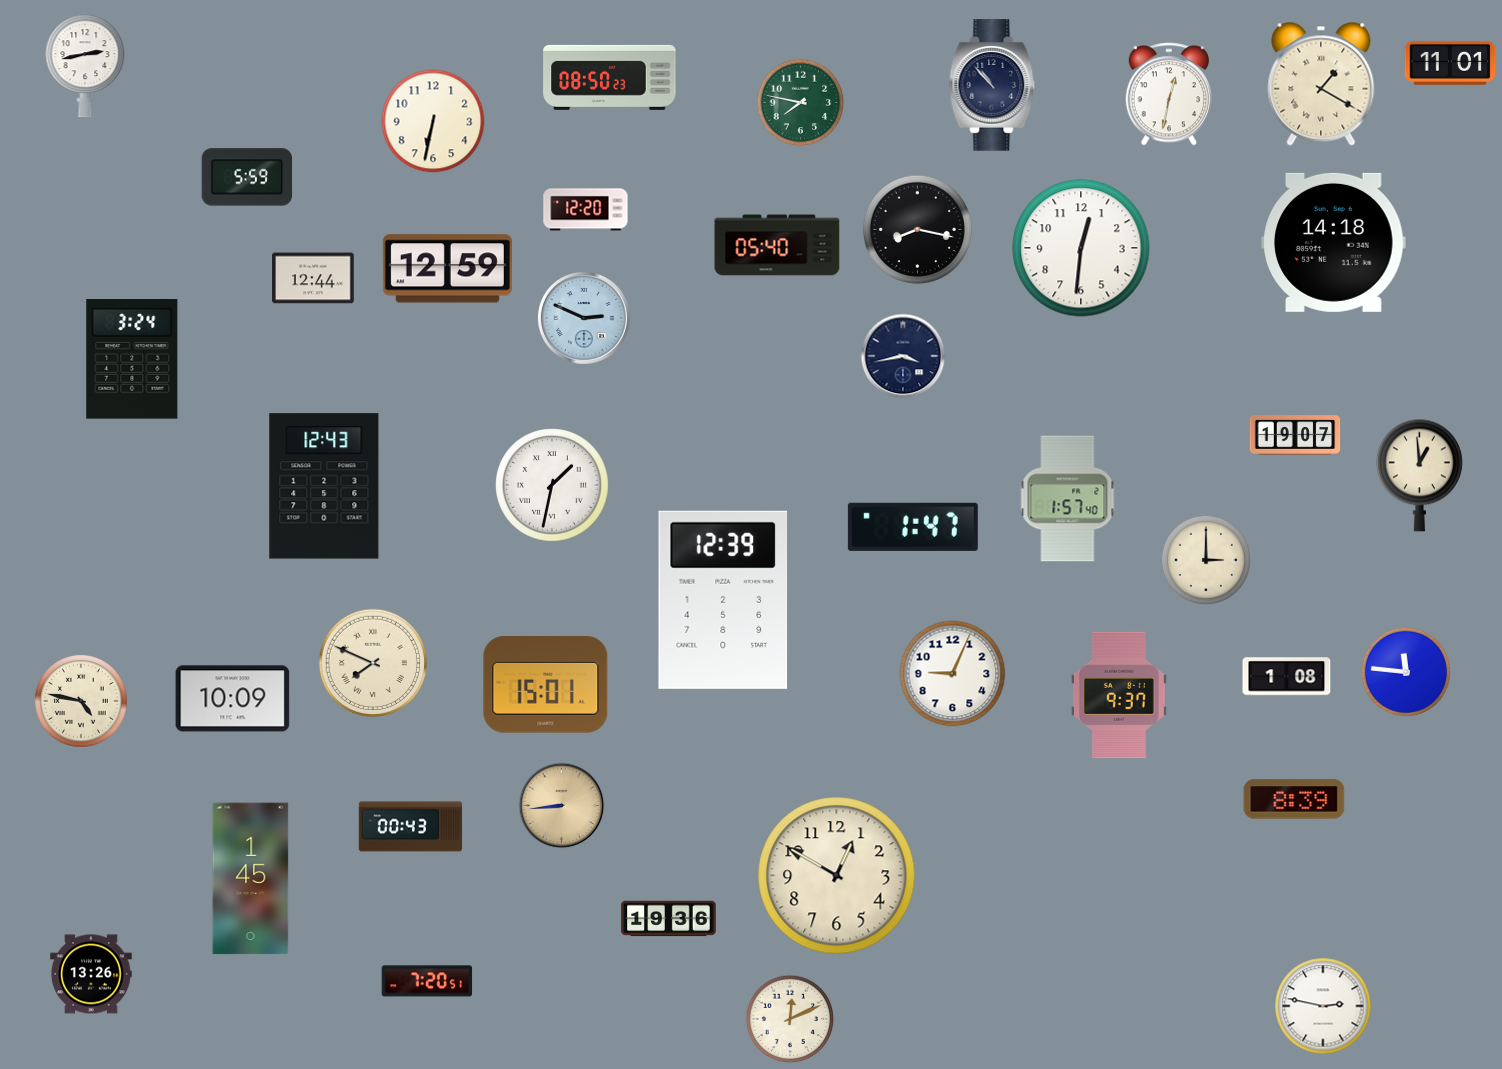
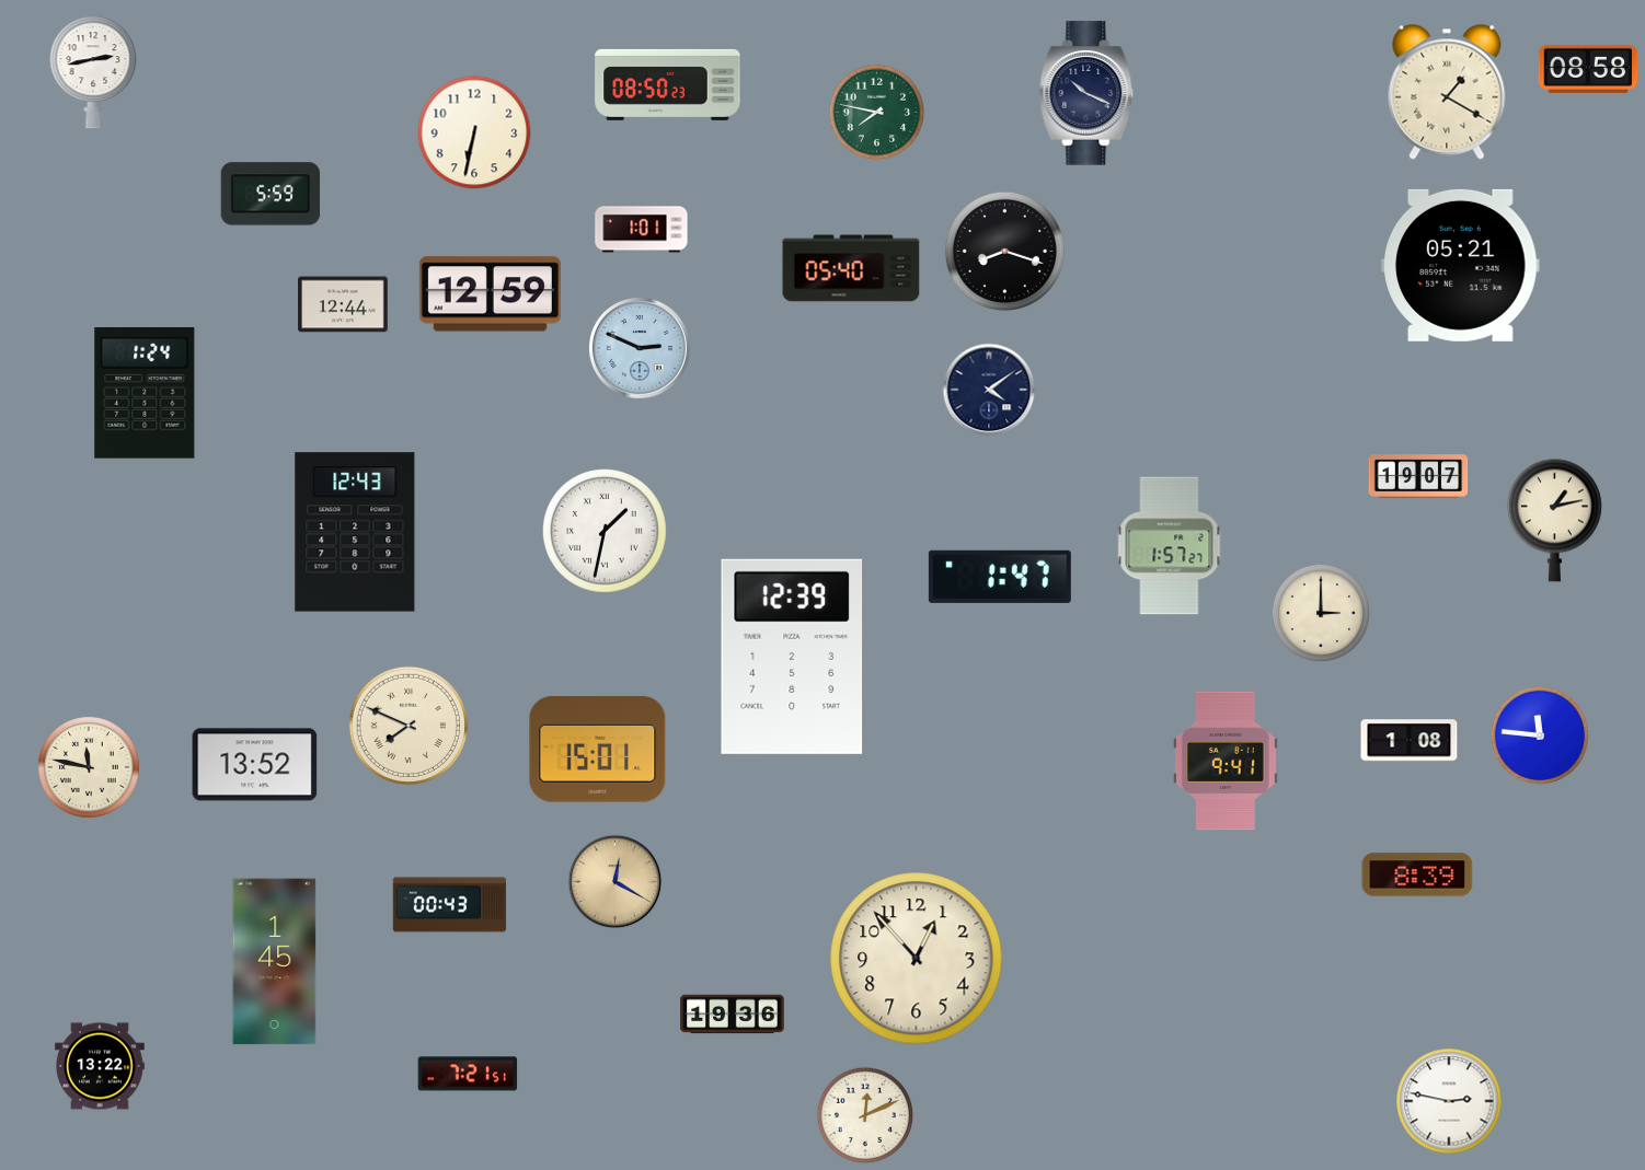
clock at (1450, 63): 11:01 -> 08:58
clock at (992, 85): 10:53 -> 10:19
clock at (1168, 94): 12:32 -> none
clock at (586, 210): 12:20 -> 1:01
clock at (917, 229): 8:17 -> 8:18
clock at (1334, 242): 14:18 -> 05:21
clock at (1081, 248): 12:31 -> none
clock at (903, 356): 3:43 -> 4:09
clock at (132, 359): 3:24 -> 1:24
clock at (1419, 475): 12:59 -> 1:13
clock at (1068, 499): 1:57:40 -> 1:57:27
clock at (953, 674): 9:04 -> none
clock at (1119, 695): 9:37 -> 9:41
clock at (233, 699): 10:09 -> 13:52
clock at (82, 702): 4:47 -> 11:47
clock at (562, 806): 8:44 -> 12:20
clock at (837, 876): 12:50 -> 12:53
clock at (669, 919) position: (669, 919) -> (733, 1015)
clock at (91, 974): 13:26 -> 13:22
clock at (427, 981): 7:20 -> 7:21
